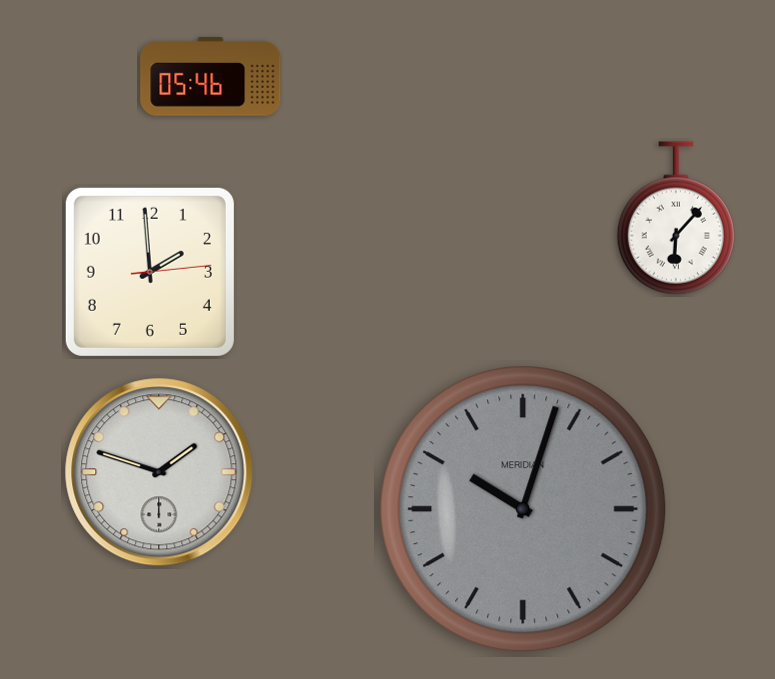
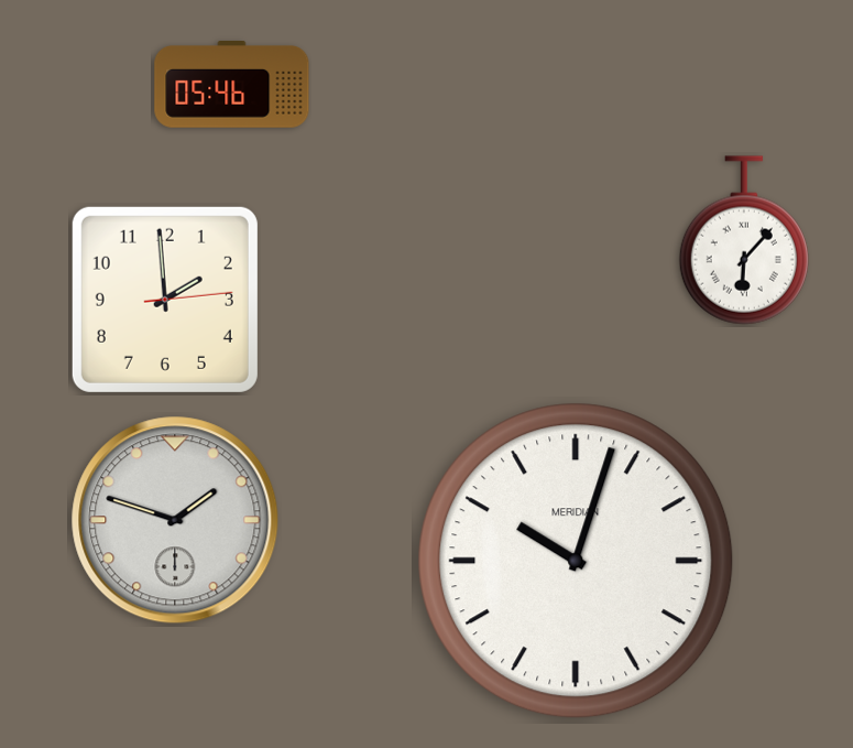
clock at (523, 509) dial: grey -> white
